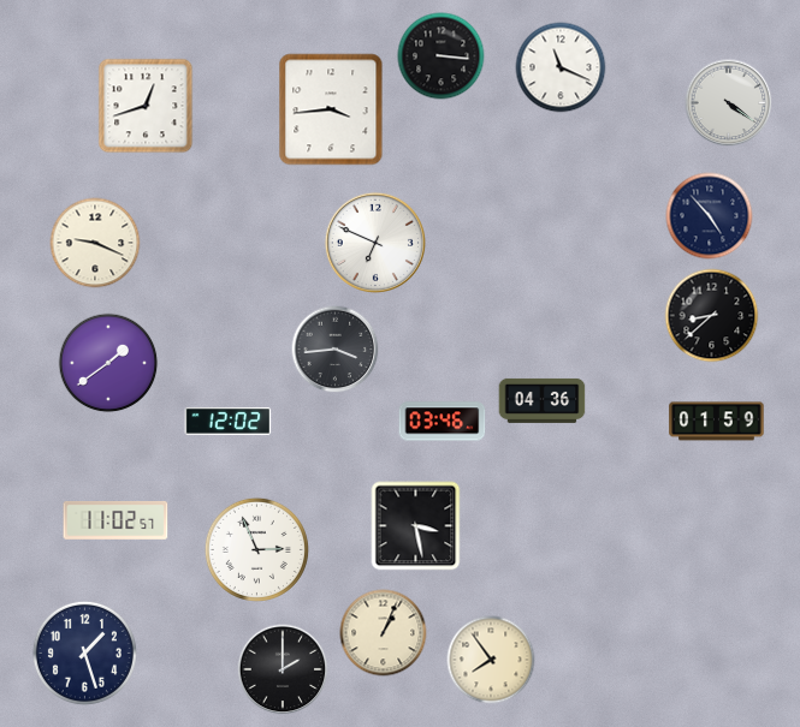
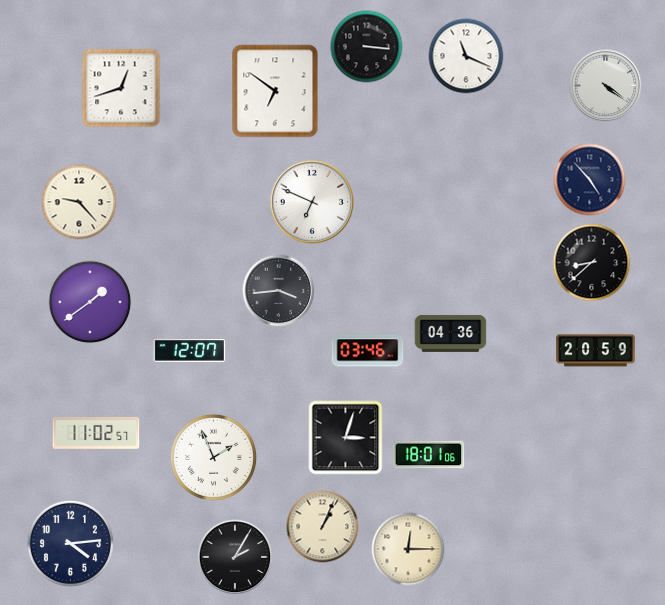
clock at (331, 109): 3:44 -> 6:51
clock at (95, 243): 9:19 -> 9:23
clock at (229, 421): 12:02 -> 12:07
clock at (717, 422): 01:59 -> 20:59
clock at (416, 526): 3:28 -> 3:03
clock at (429, 455): none -> 18:01
clock at (256, 549): 2:56 -> 1:56
clock at (384, 633) position: (384, 633) -> (323, 527)
clock at (84, 652): 1:27 -> 4:14
clock at (491, 660): 7:54 -> 12:15
clock at (283, 669): 2:00 -> 2:05
